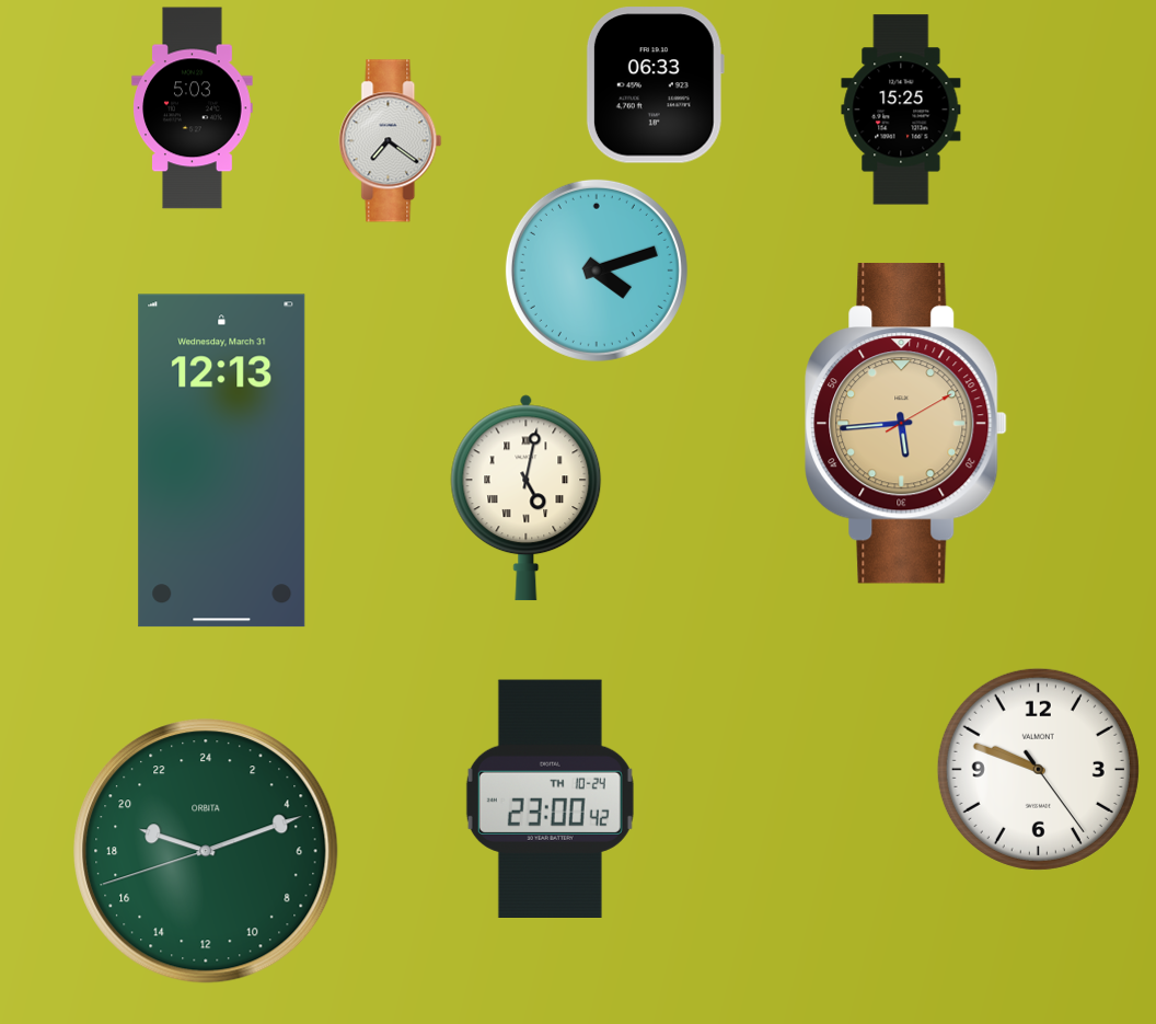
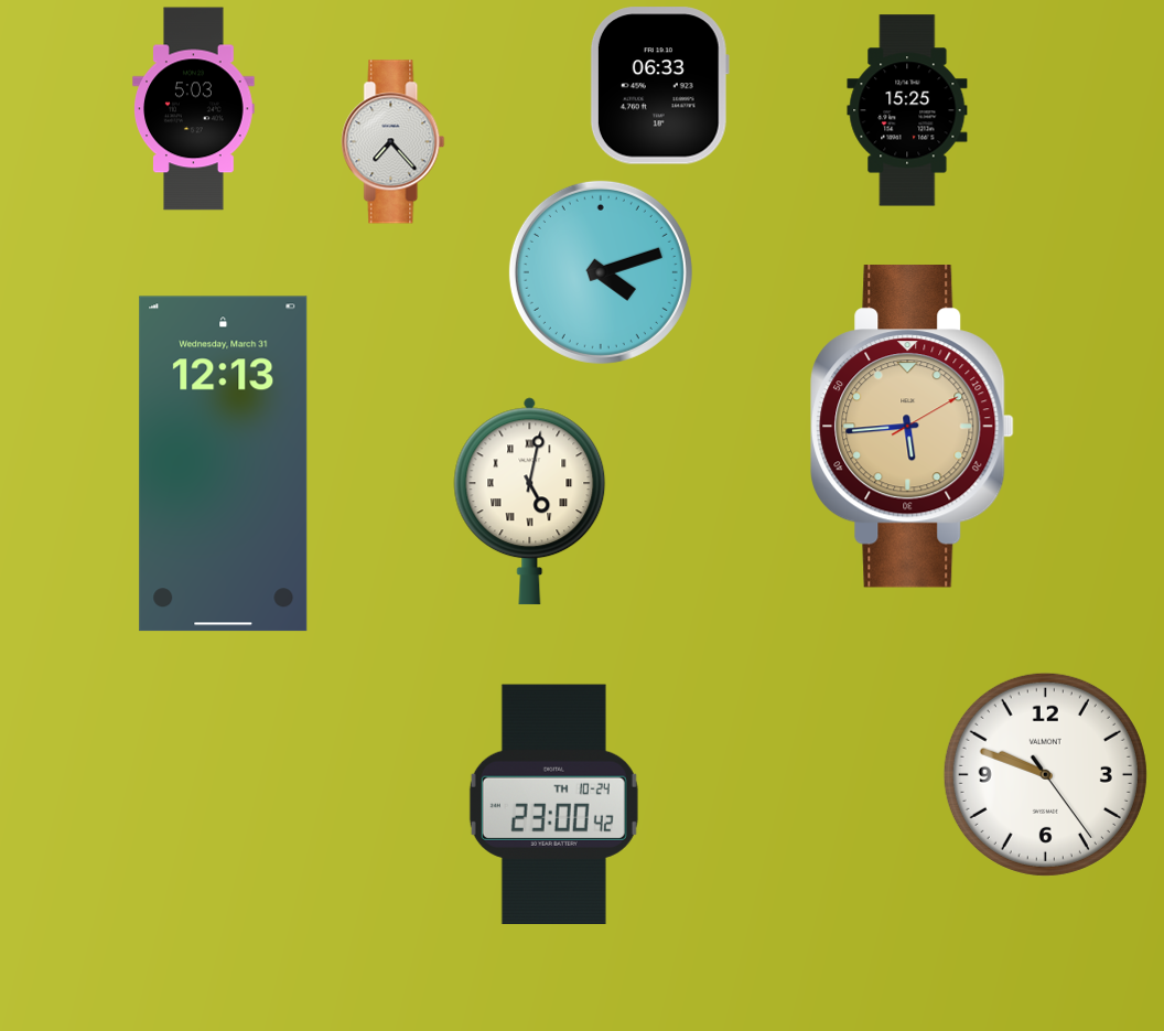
clock at (391, 141): 7:21 -> 7:23
clock at (206, 851): 19:11 -> none
